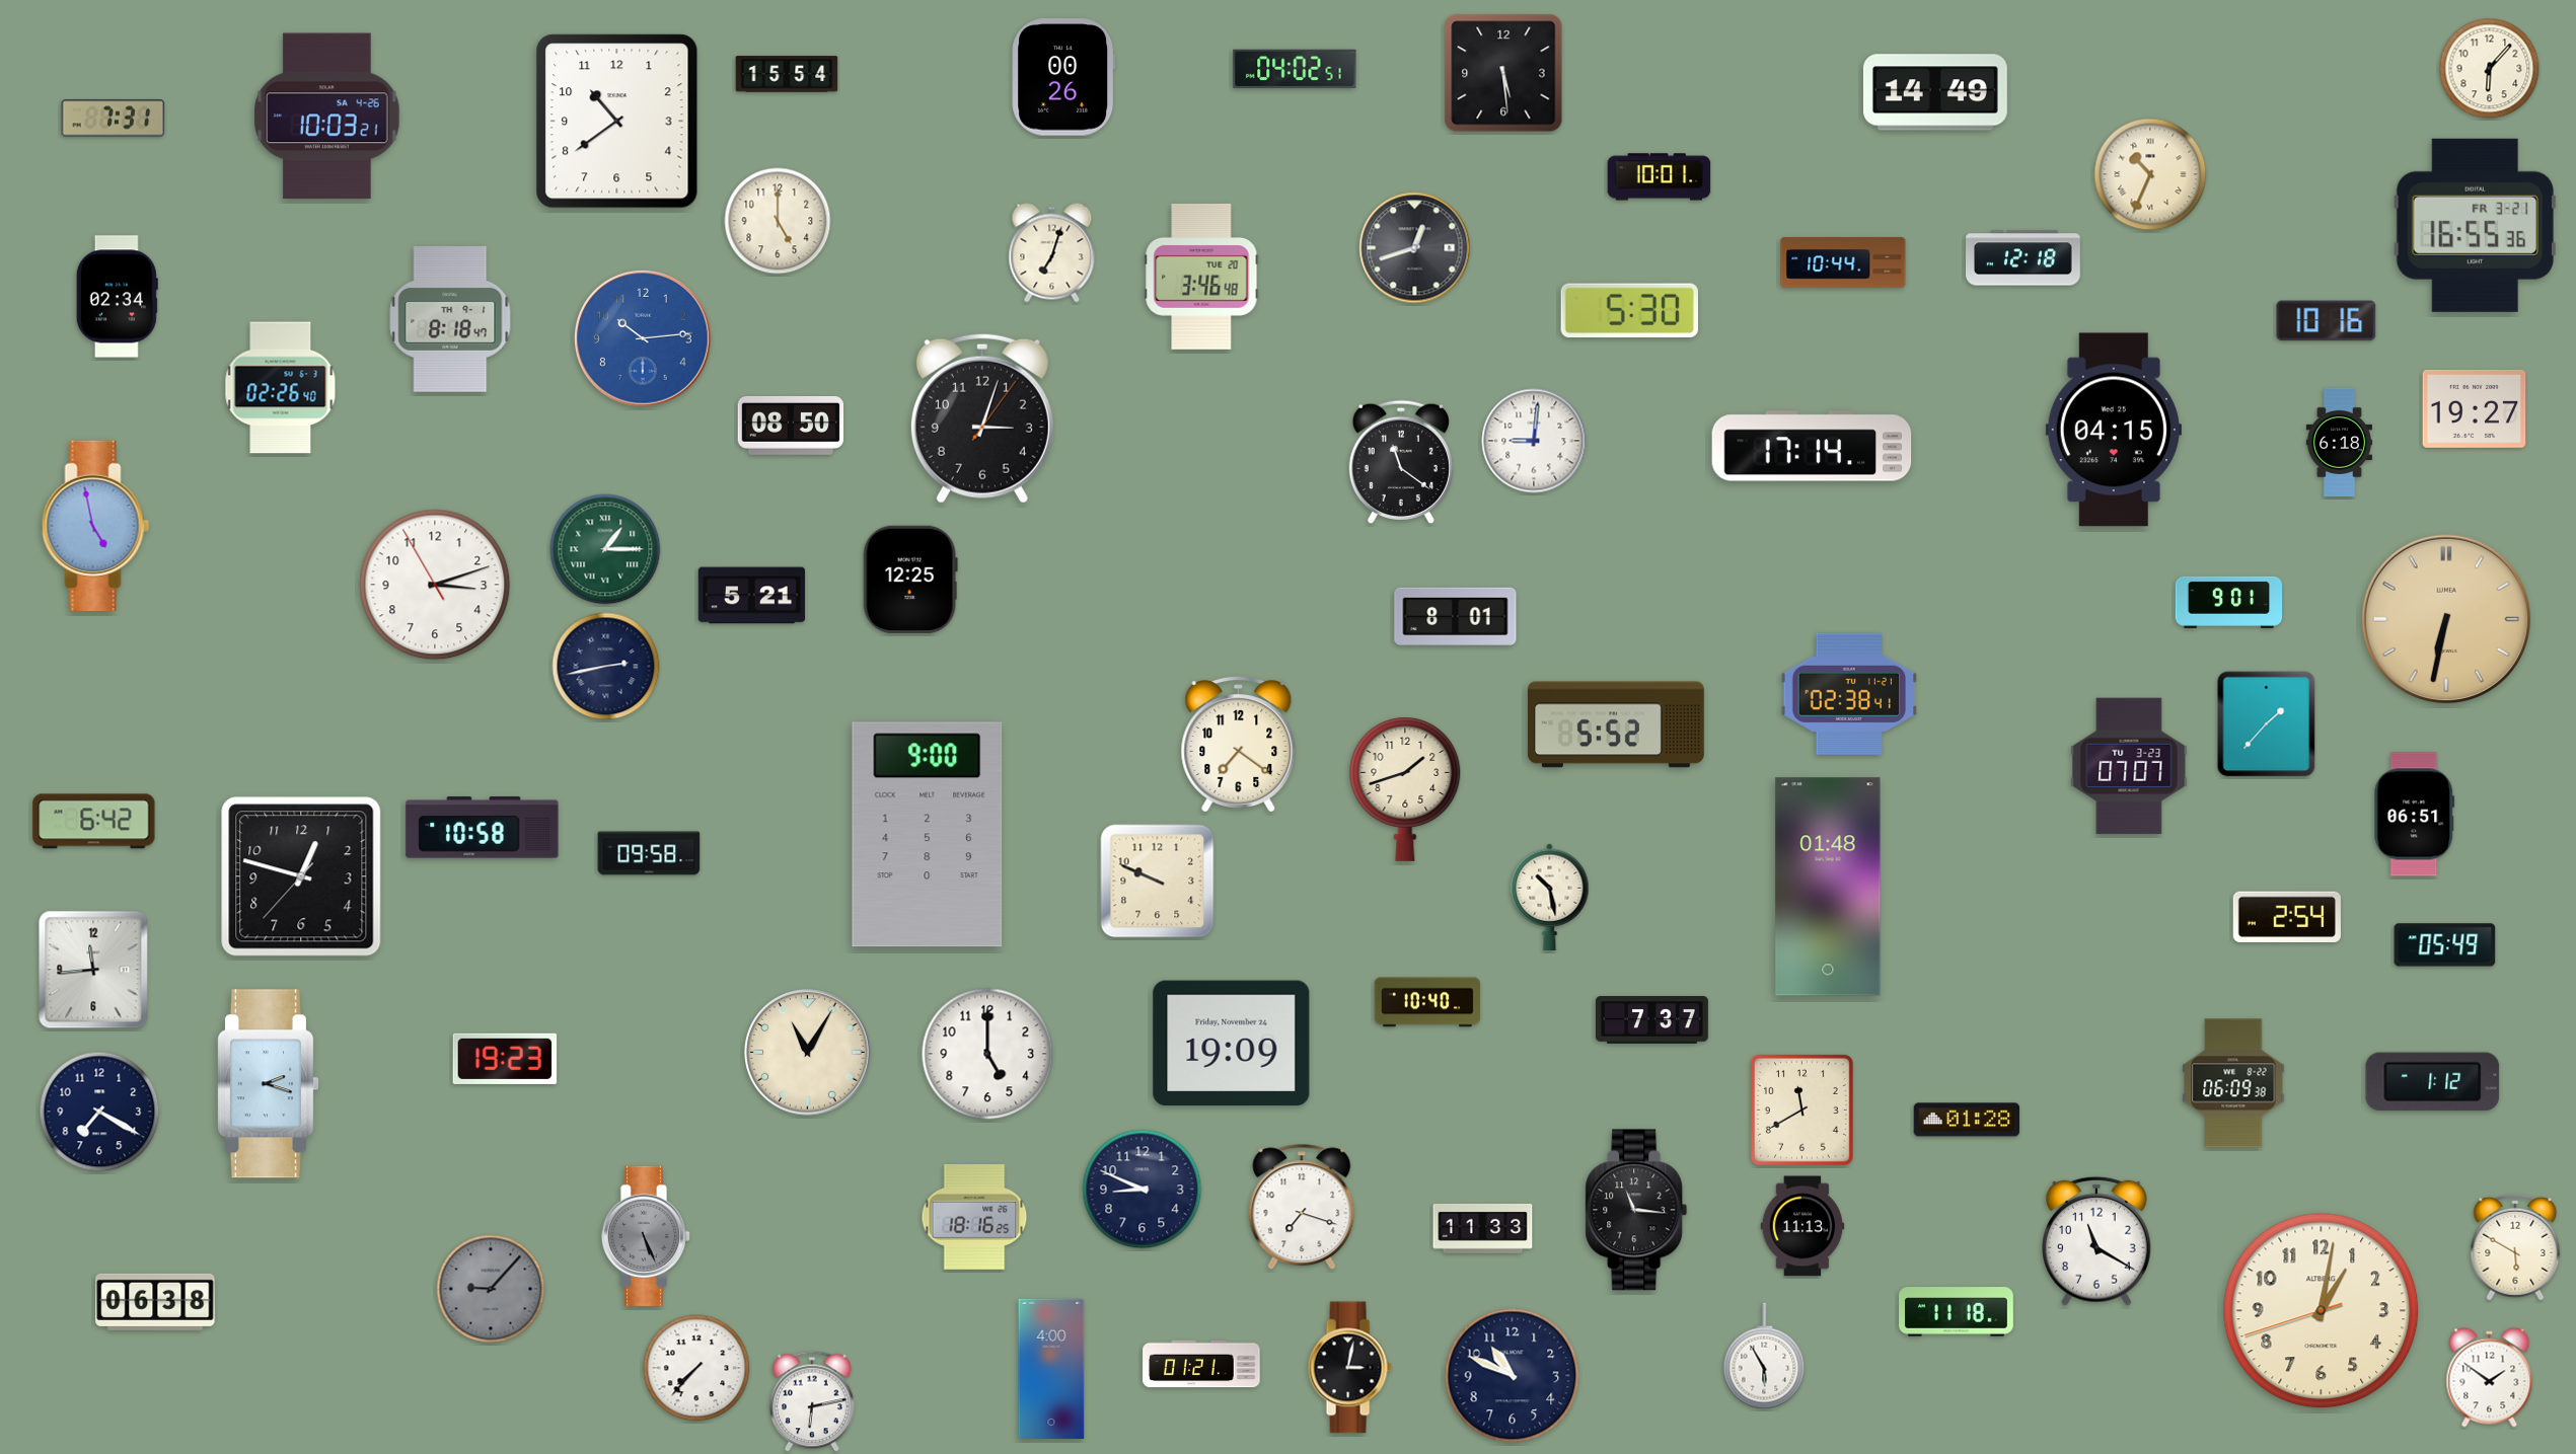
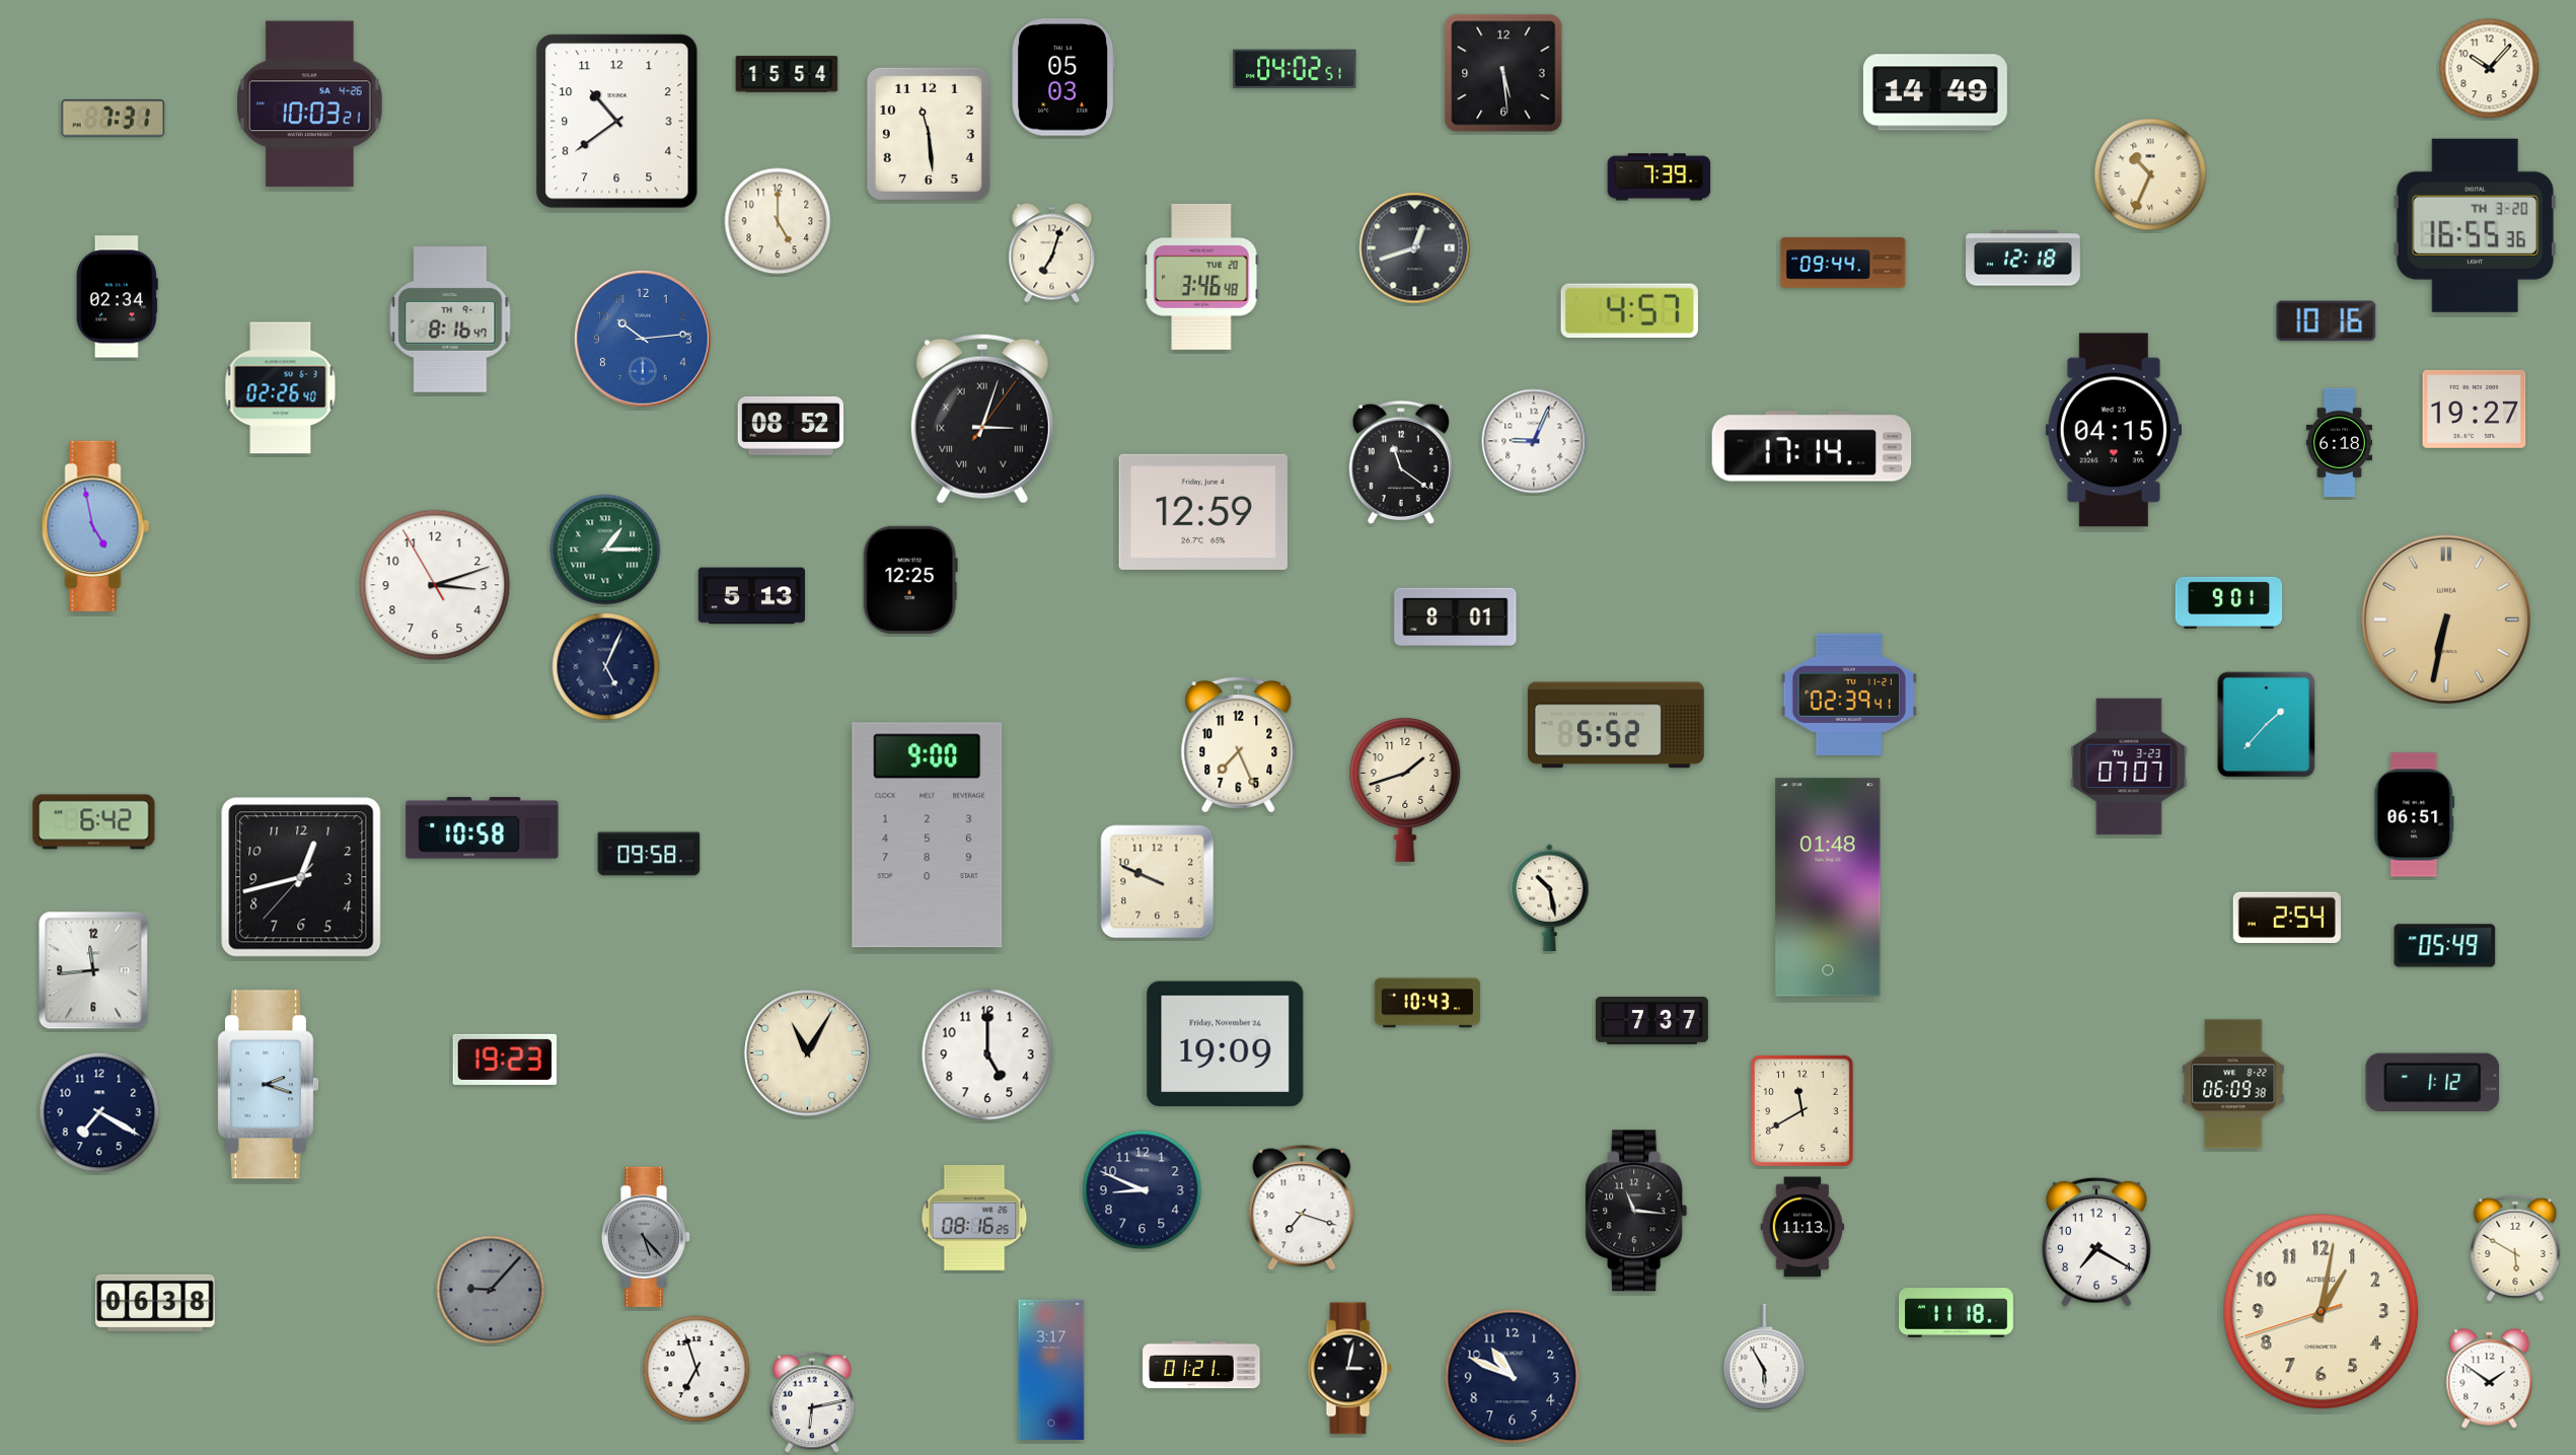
clock at (2490, 69): 6:07 -> 10:07
clock at (1063, 77): 00:26 -> 05:03
clock at (327, 117) position: (327, 117) -> (310, 104)
clock at (929, 134): none -> 11:29
clock at (1660, 177): 10:01 -> 7:39
clock at (2475, 225) date: FR 3-21 -> TH 3-20
clock at (1843, 262): 10:44 -> 09:44
clock at (1629, 311): 5:30 -> 4:57
clock at (450, 319): 8:18 -> 8:16
clock at (982, 418) numerals: Arabic -> Roman
clock at (791, 426): 08:50 -> 08:52
clock at (1534, 441): 9:01 -> 9:04
clock at (1203, 512): none -> 12:59
clock at (752, 596): 5:21 -> 5:13
clock at (606, 667): 2:43 -> 5:04
clock at (1849, 694): 02:38 -> 02:39
clock at (1239, 744): 7:21 -> 7:26
clock at (301, 876): 12:47 -> 12:42
clock at (1427, 1002): 10:40 -> 10:43
clock at (1232, 1044) position: (1232, 1044) -> (1226, 1044)
clock at (1967, 1120): 01:28 -> none
clock at (974, 1217): 18:16 -> 08:16
clock at (1483, 1228): 11:33 -> none
clock at (646, 1236): 5:26 -> 5:23
clock at (2097, 1241): 11:20 -> 7:20
clock at (696, 1368): 7:37 -> 6:57
clock at (1051, 1369): 4:00 -> 3:17
